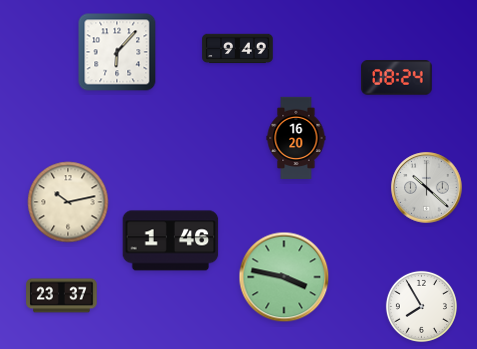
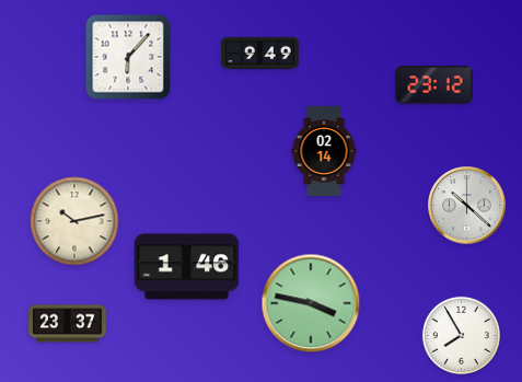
clock at (397, 78): 08:24 -> 23:12
clock at (296, 138): 16:20 -> 02:14
clock at (171, 241) position: (171, 241) -> (187, 267)
